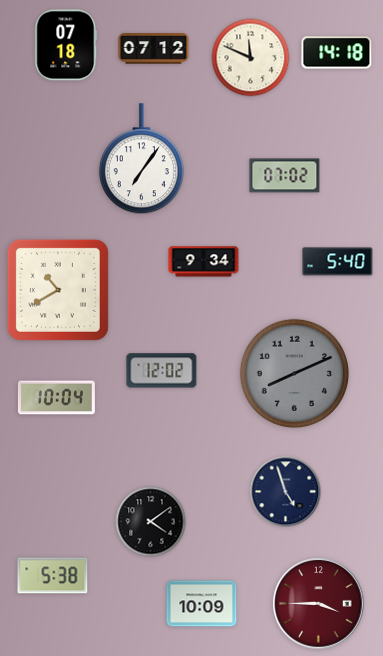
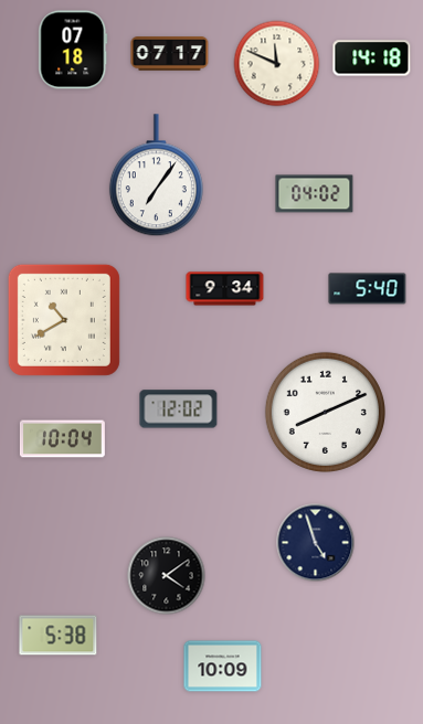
clock at (154, 49): 07:12 -> 07:17
clock at (285, 176): 07:02 -> 04:02
clock at (338, 262) position: (338, 262) -> (368, 289)
clock at (294, 373) dial: grey -> white
clock at (319, 604): 3:45 -> none
